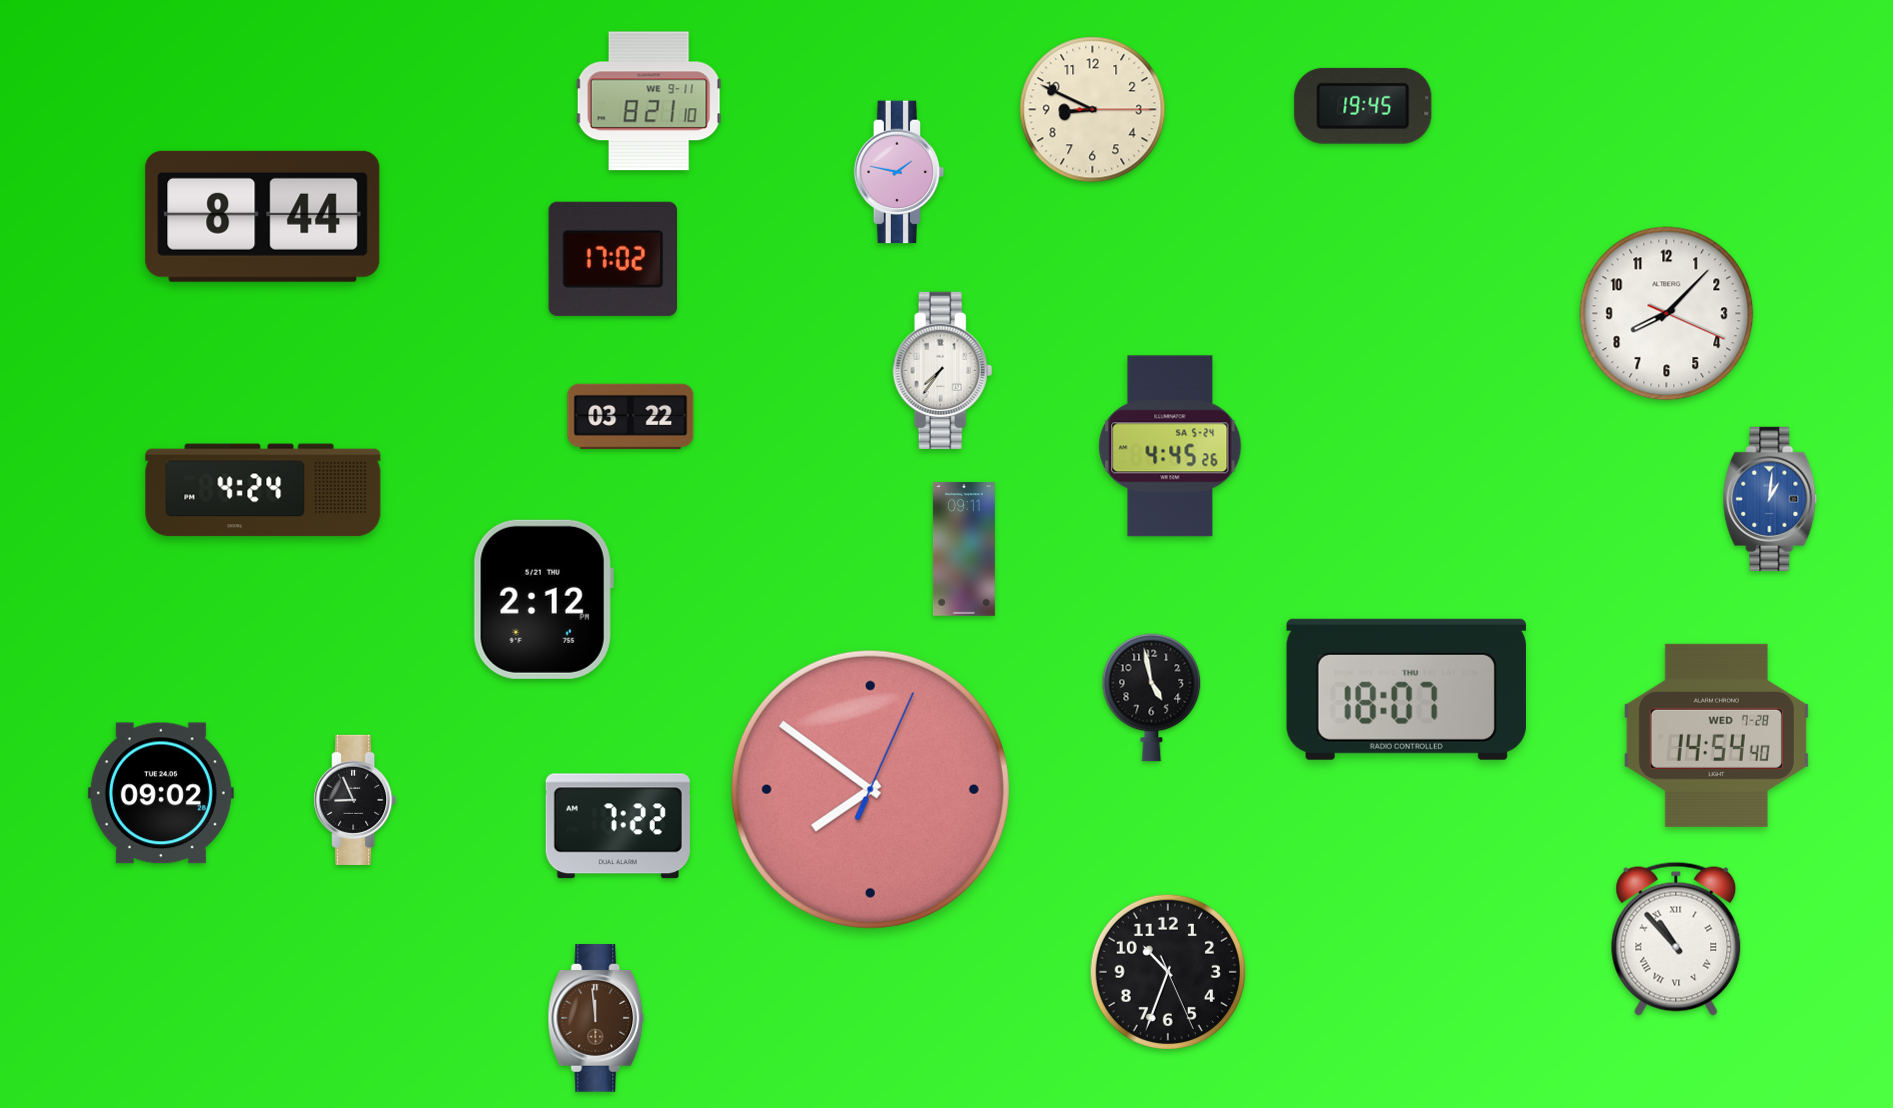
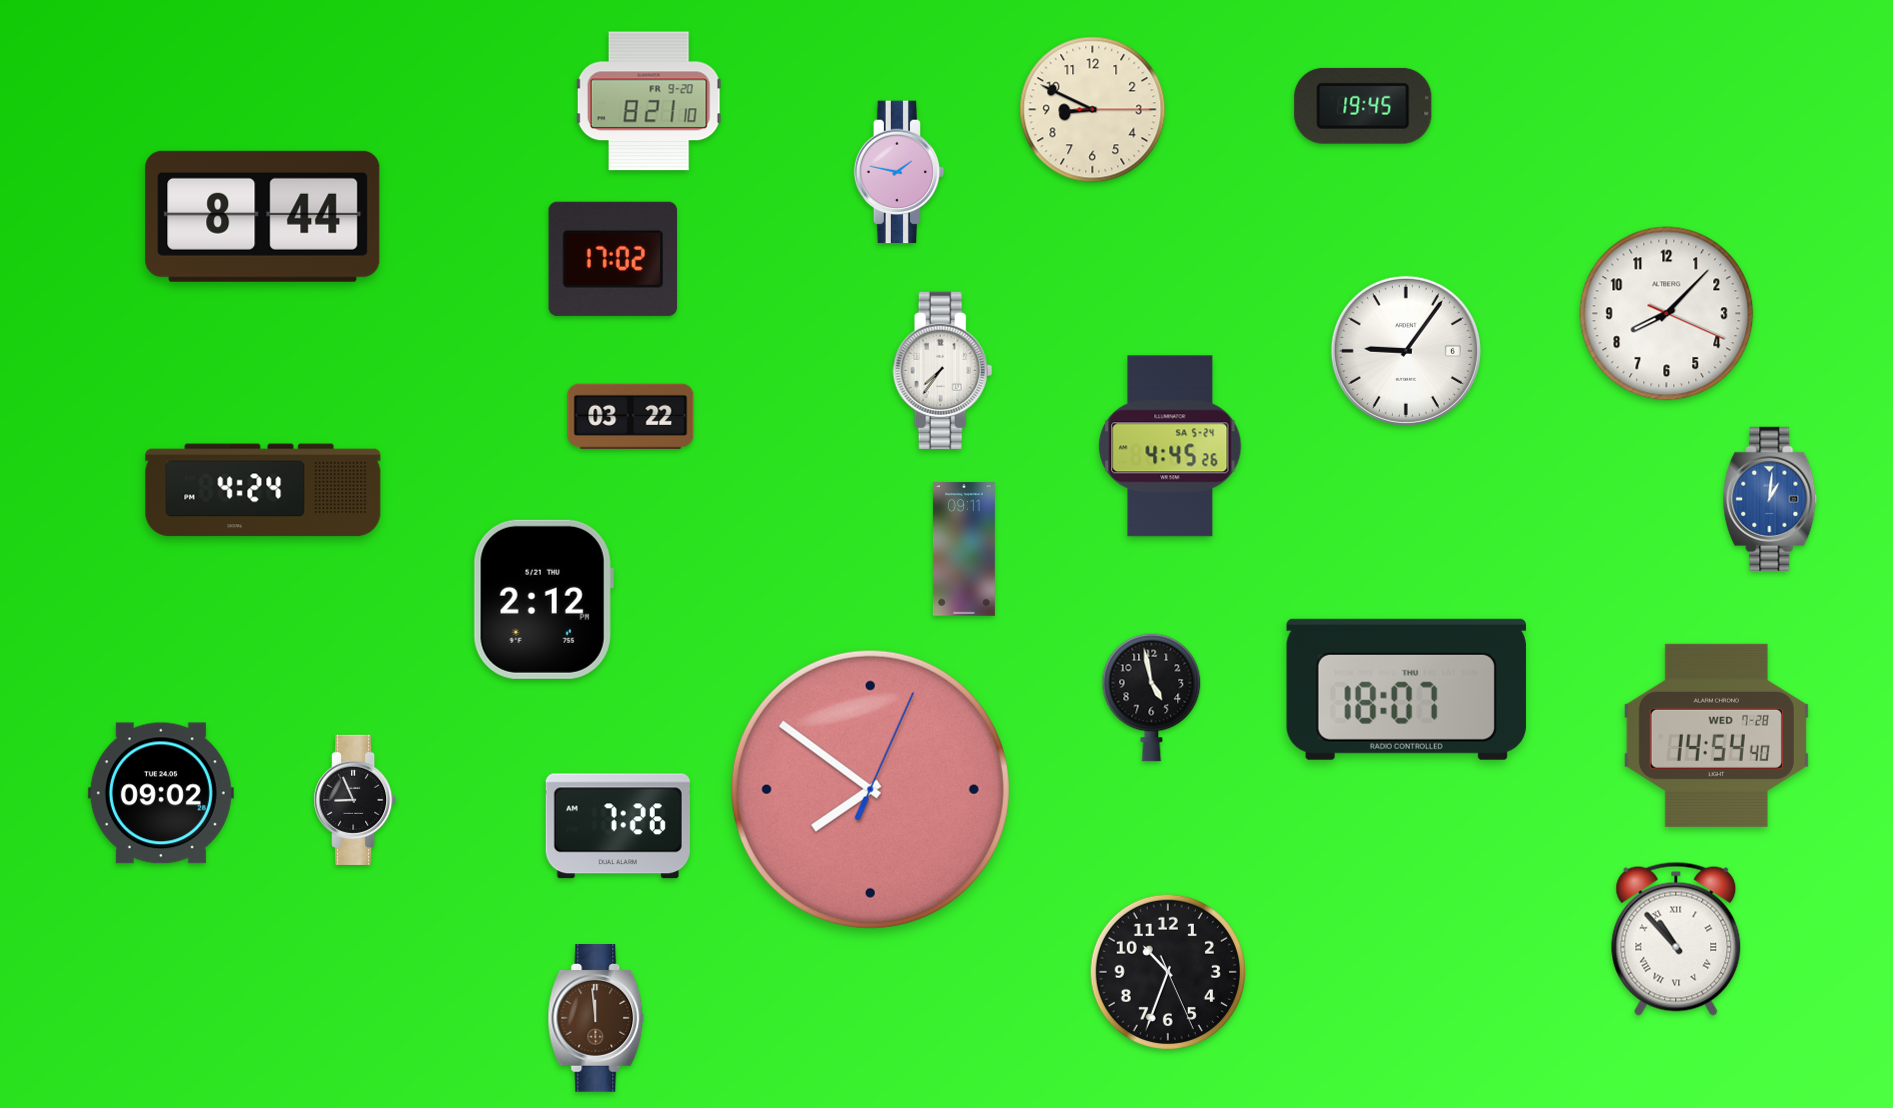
clock at (649, 101) date: WE 9-11 -> FR 9-20
clock at (1406, 351): none -> 9:06
clock at (618, 826): 7:22 -> 7:26
